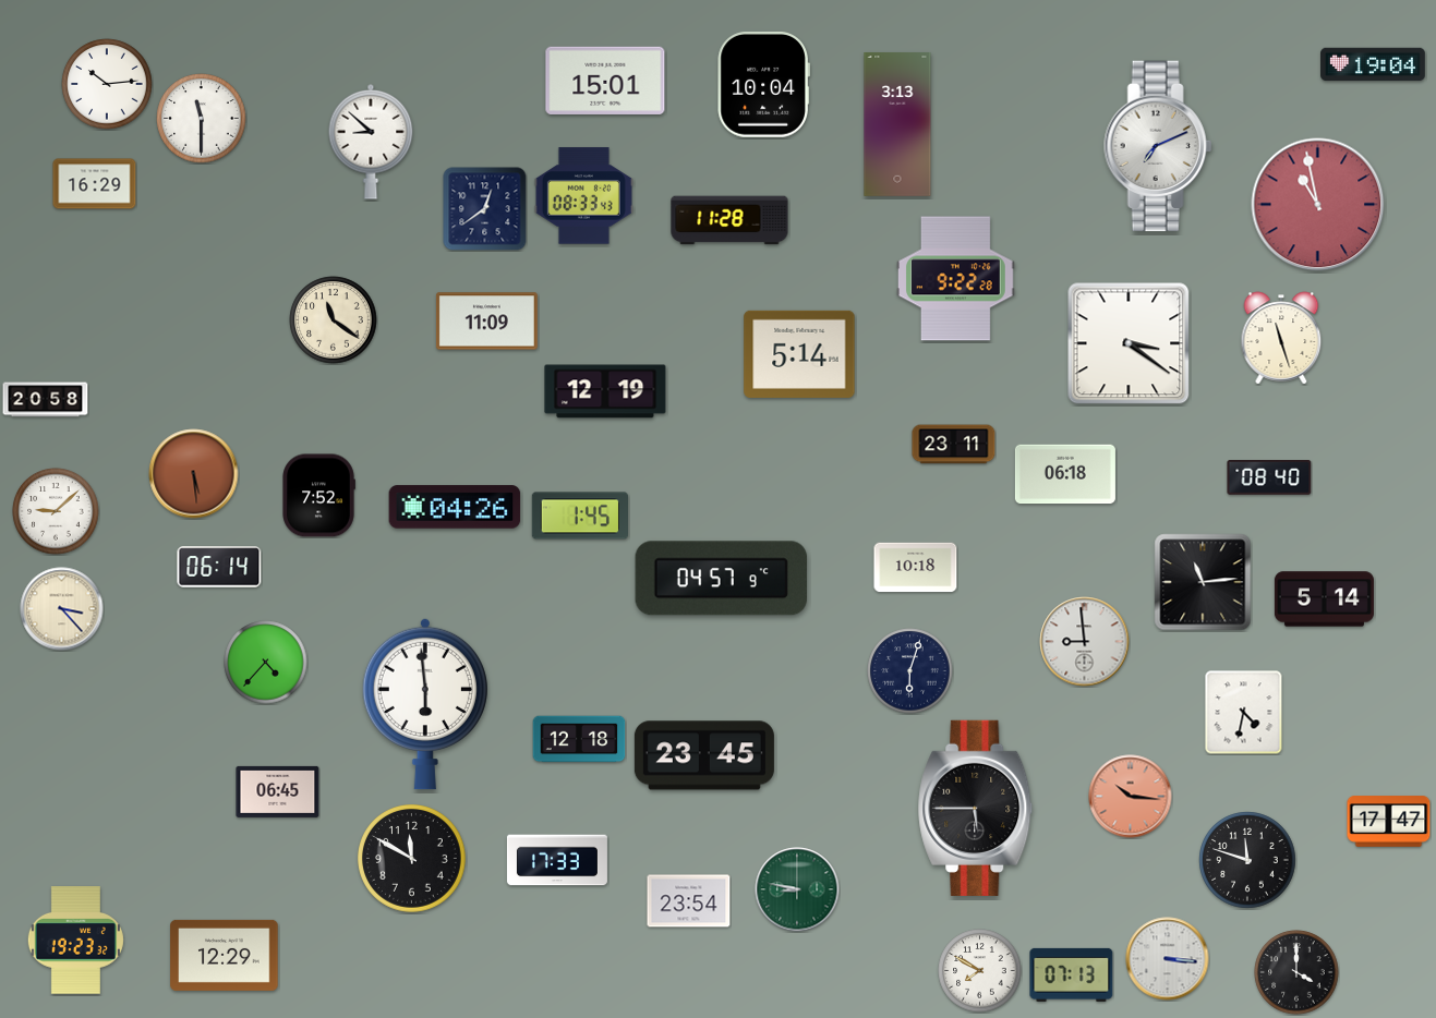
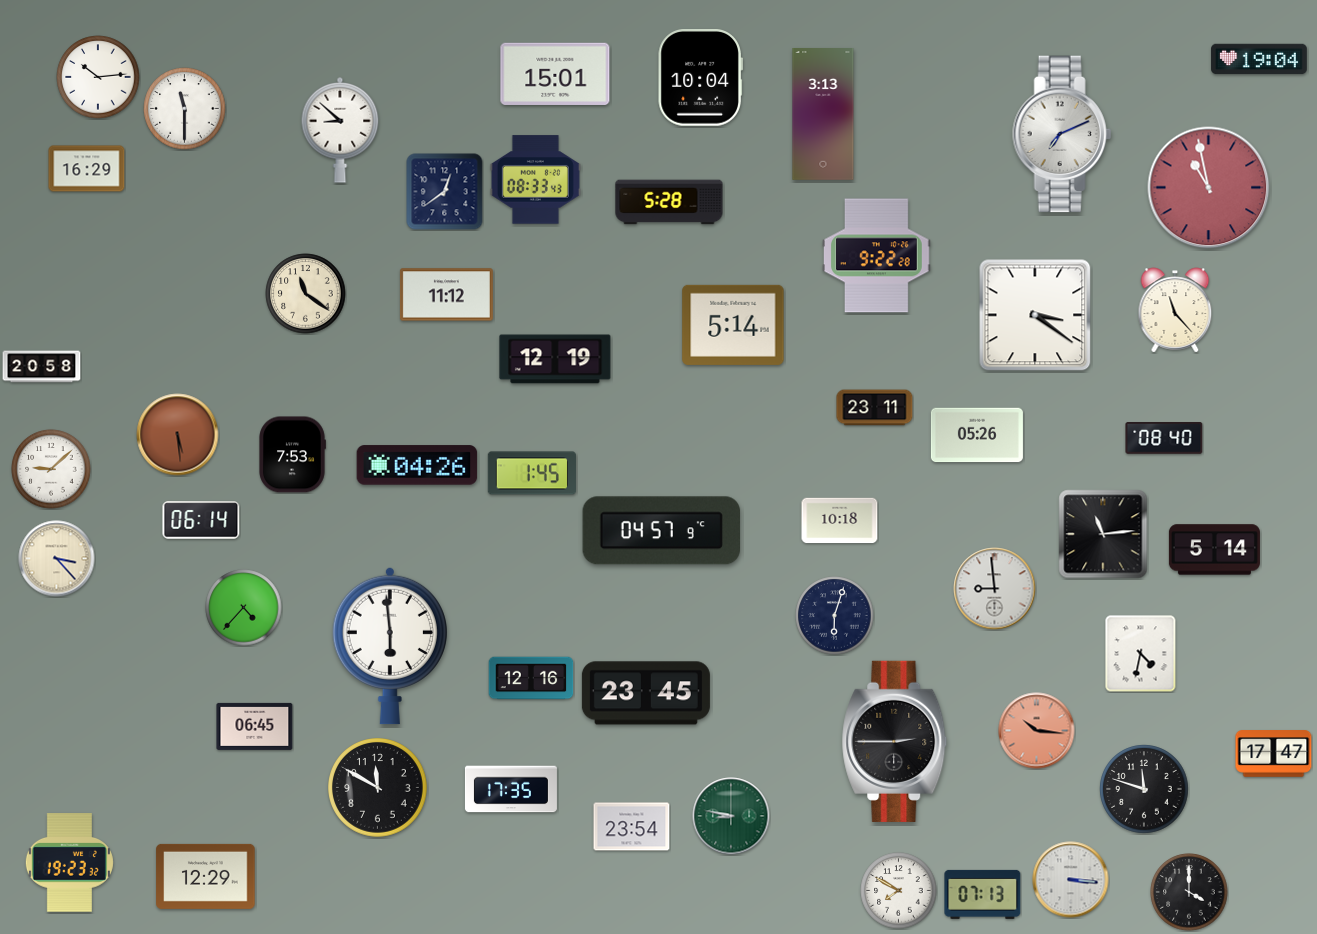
clock at (729, 220): 11:28 -> 5:28
clock at (486, 322): 11:09 -> 11:12
clock at (1281, 338): 11:27 -> 11:23
clock at (1065, 474): 06:18 -> 05:26
clock at (318, 496): 7:52 -> 7:53
clock at (579, 739): 12:18 -> 12:16
clock at (976, 808): 5:45 -> 2:45
clock at (557, 860): 17:33 -> 17:35
